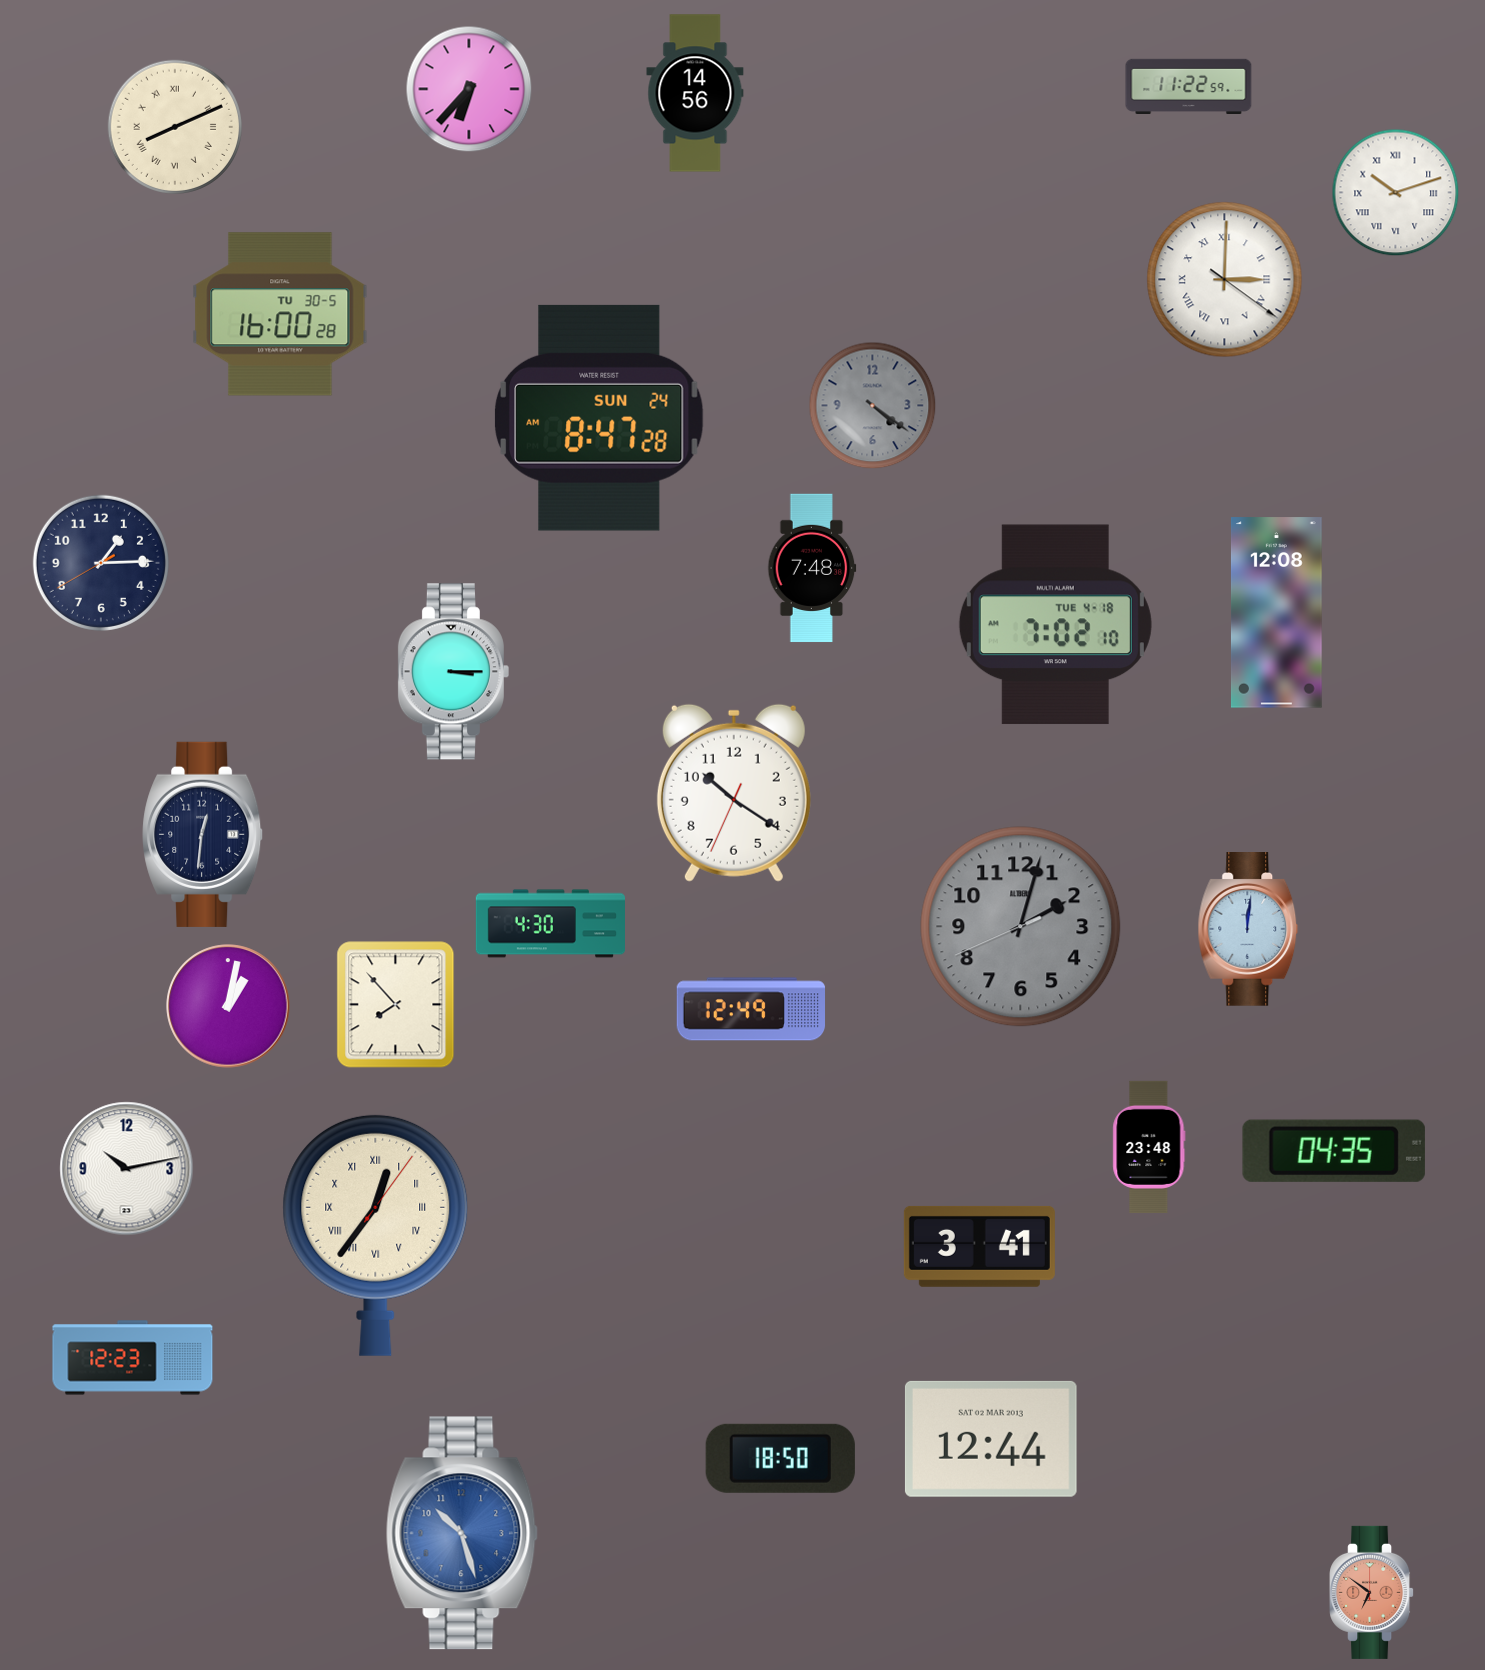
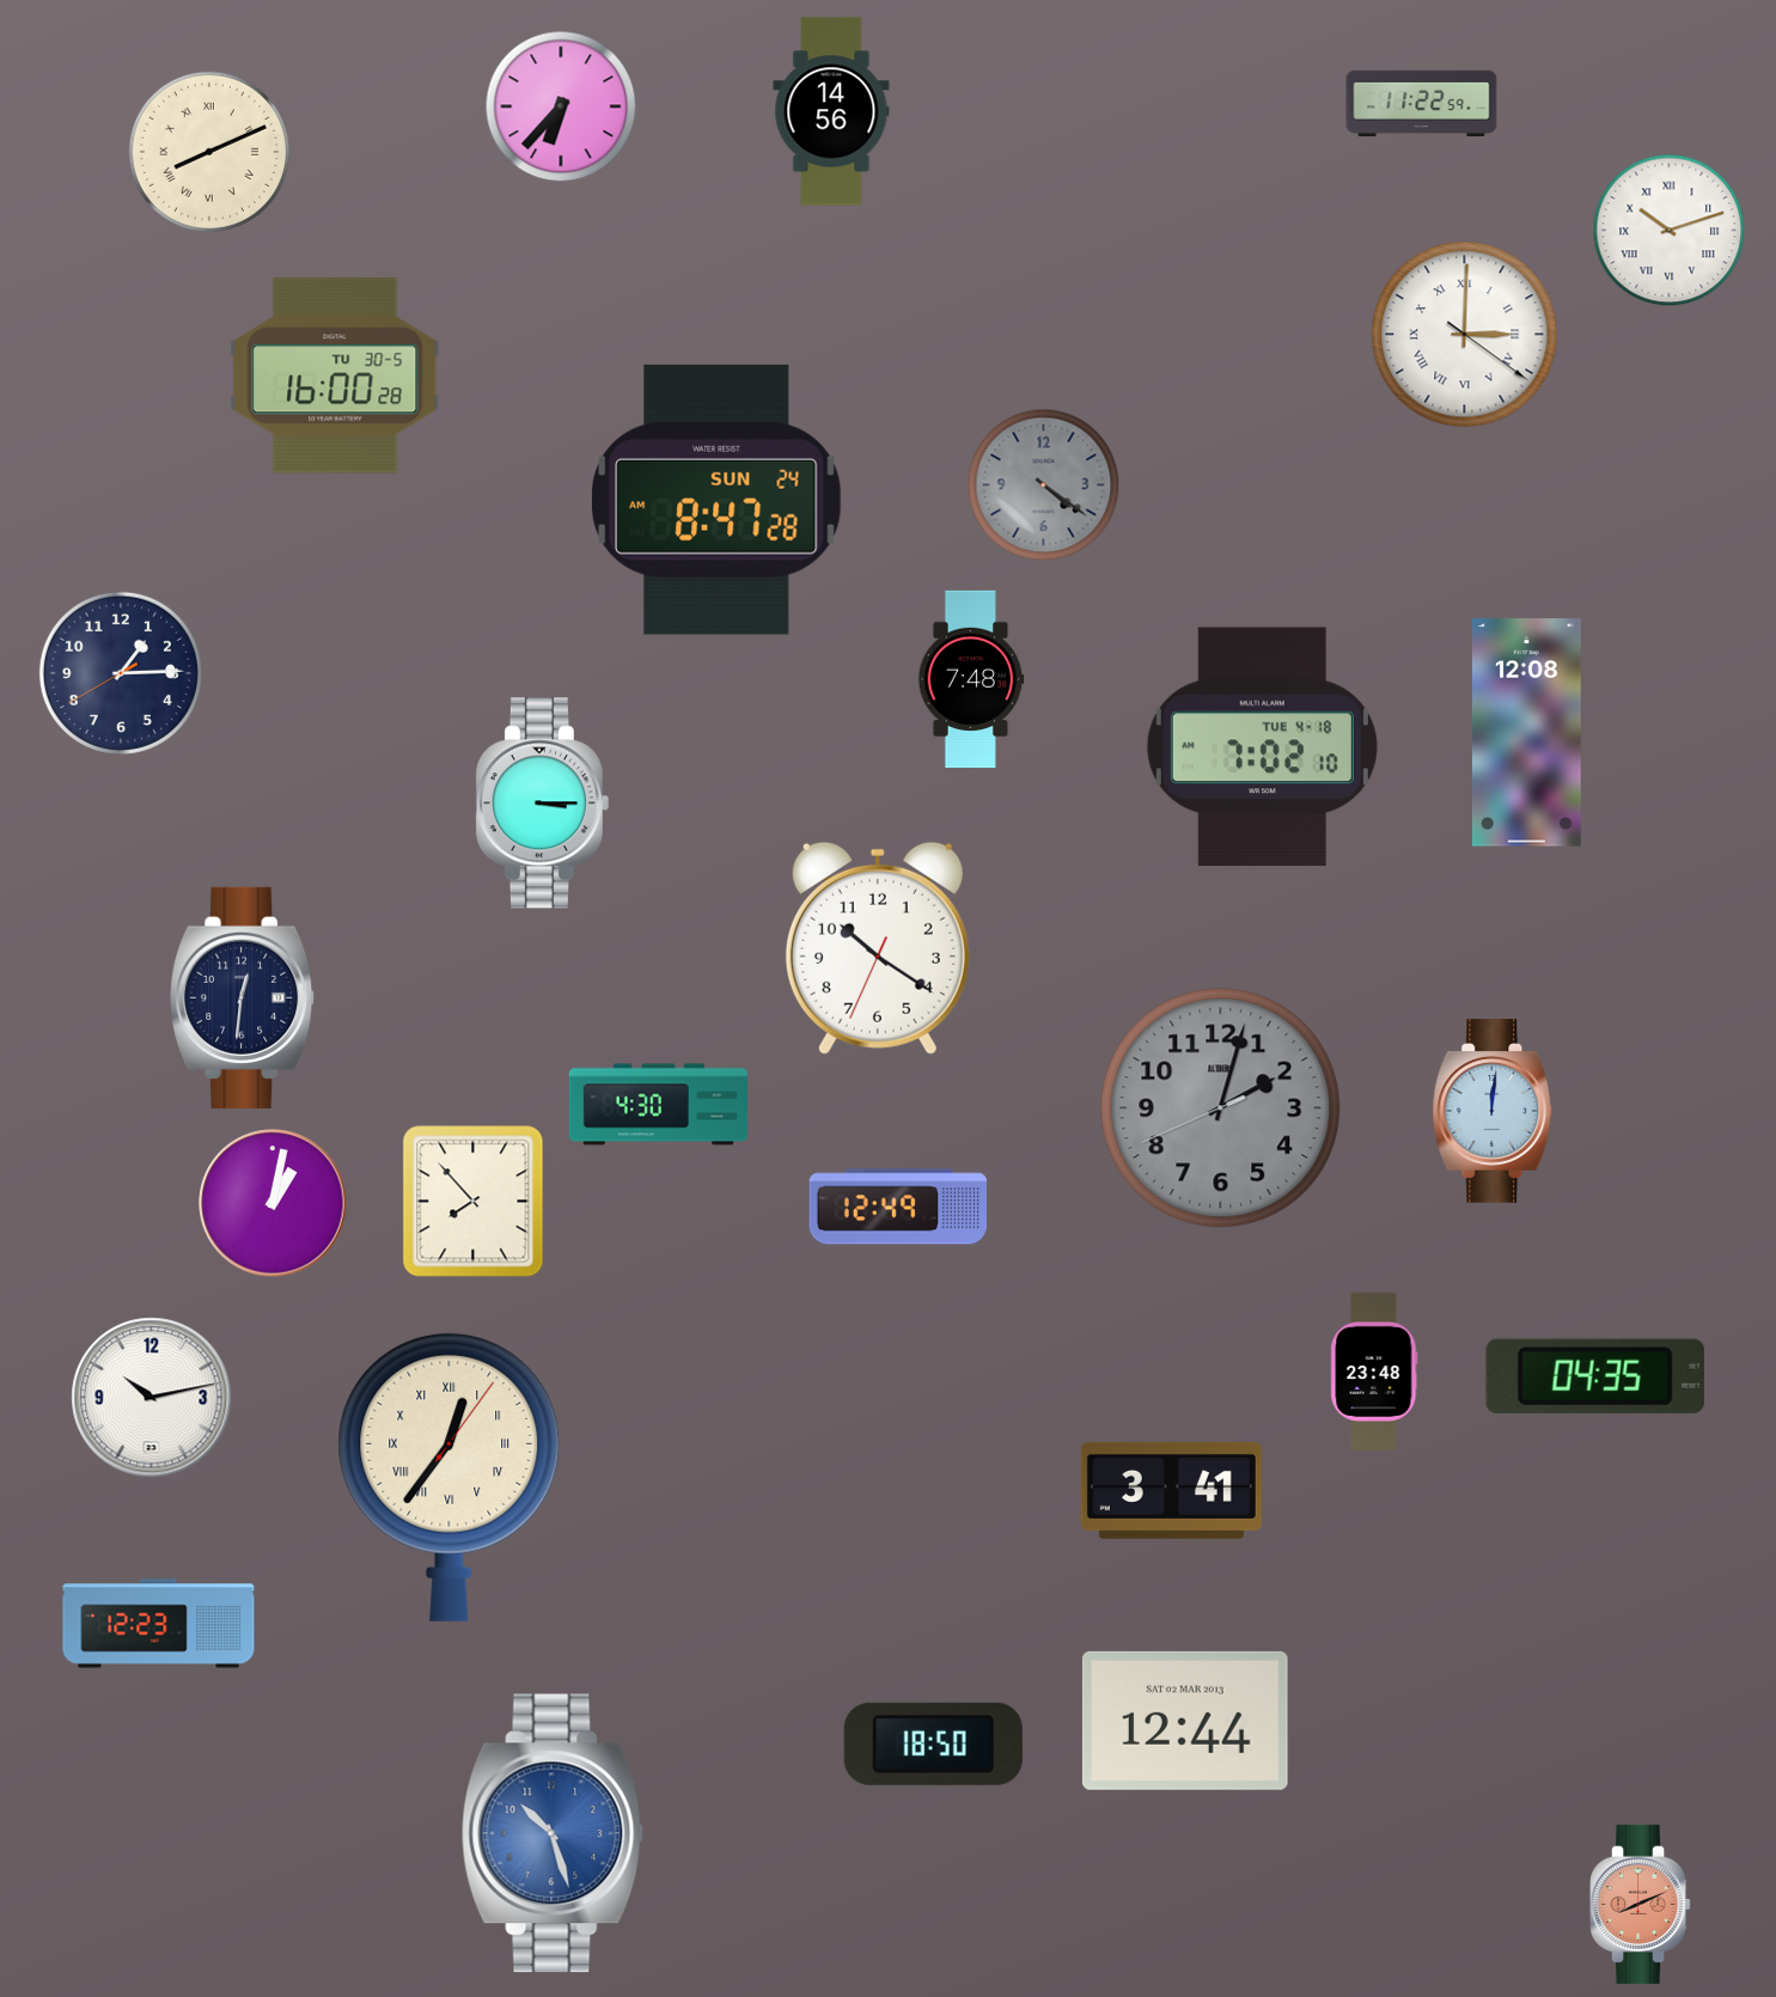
clock at (1372, 1592): 6:51 -> 8:11
